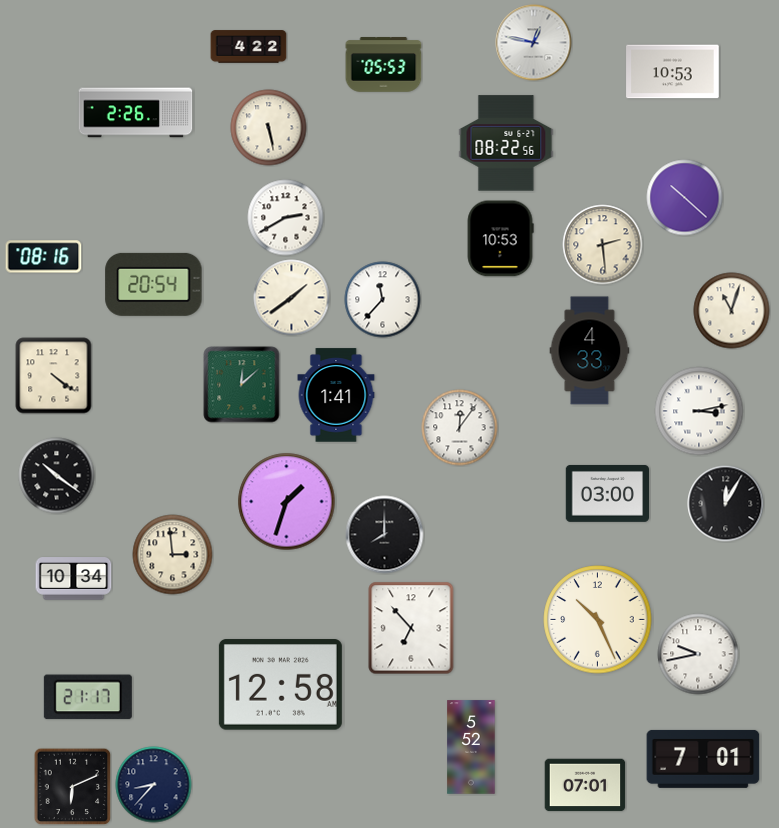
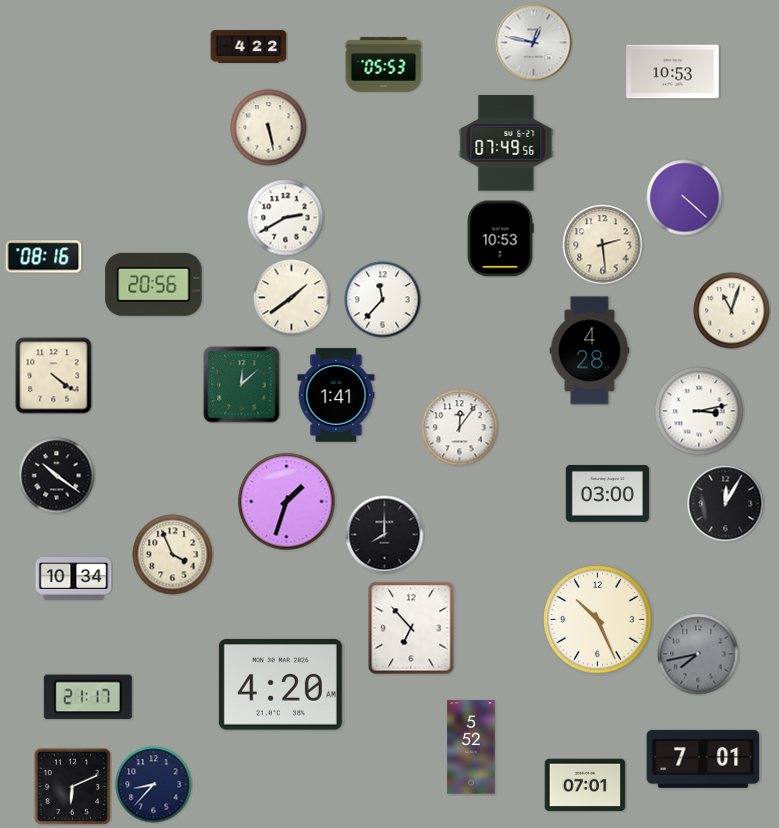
clock at (136, 113): 2:26 -> none
clock at (506, 143): 08:22 -> 07:49
clock at (685, 198): 10:22 -> 4:22
clock at (154, 284): 20:54 -> 20:56
clock at (590, 351): 4:33 -> 4:28
clock at (173, 555): 2:59 -> 3:56
clock at (698, 654): 9:43 -> 7:43
clock at (698, 654) dial: white -> grey
clock at (280, 685): 12:58 -> 4:20
